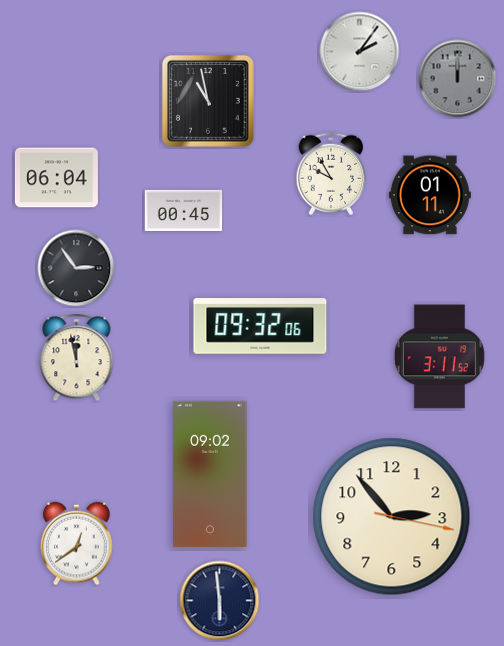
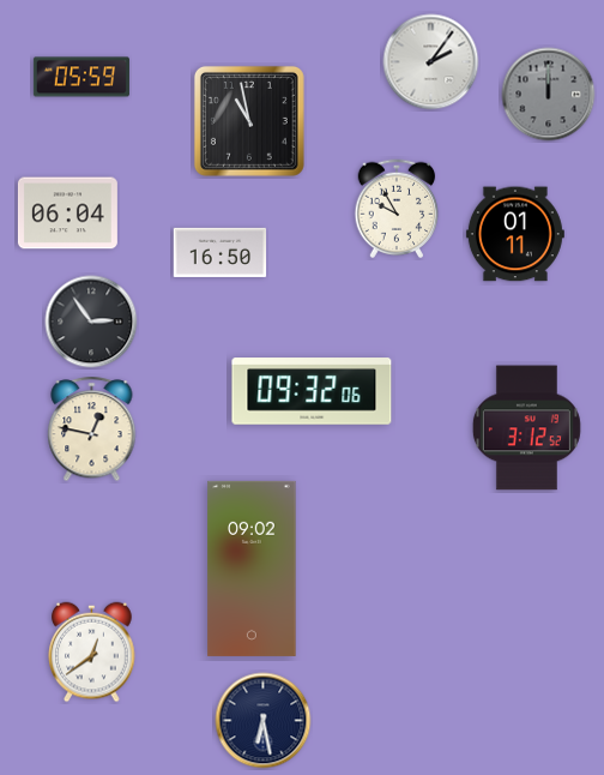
clock at (81, 77): none -> 05:59
clock at (184, 210): 00:45 -> 16:50
clock at (439, 357): 3:11 -> 3:12
clock at (77, 358): 11:58 -> 12:47
clock at (392, 517): 2:53 -> none
clock at (220, 601): 5:59 -> 6:28
